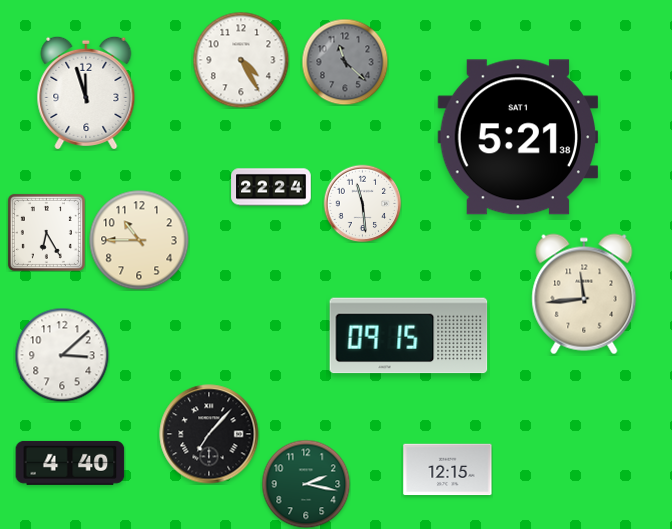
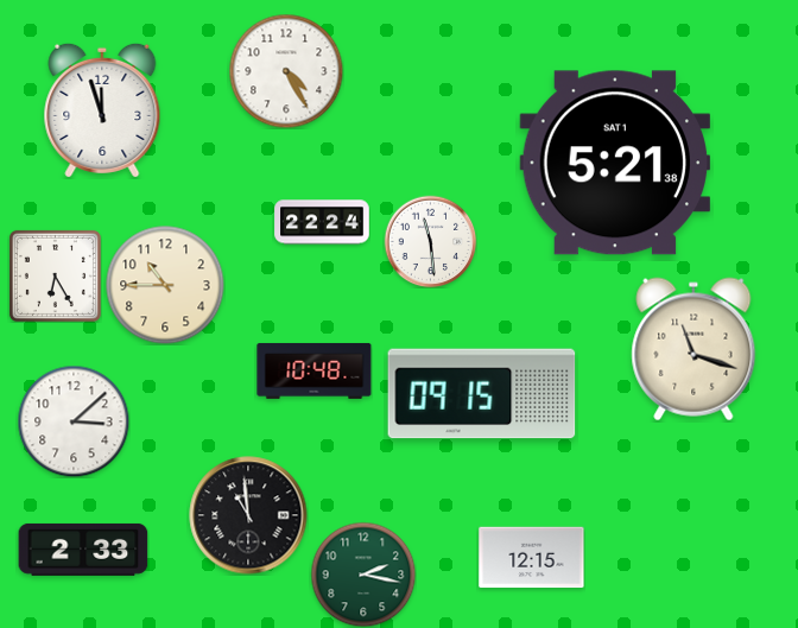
clock at (345, 62): 11:22 -> none
clock at (584, 294): 11:44 -> 11:18
clock at (315, 370): none -> 10:48
clock at (409, 336) position: (409, 336) -> (482, 394)
clock at (209, 434): 7:07 -> 10:59
clock at (70, 463): 4:40 -> 2:33
